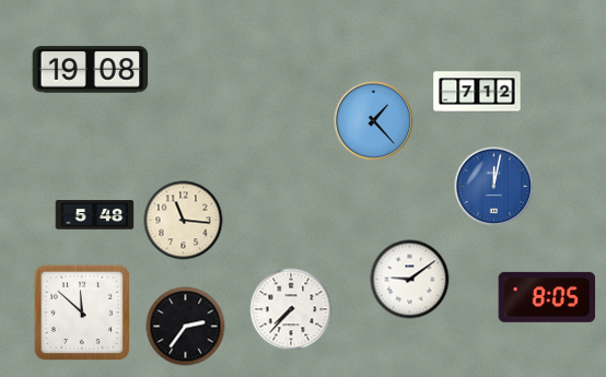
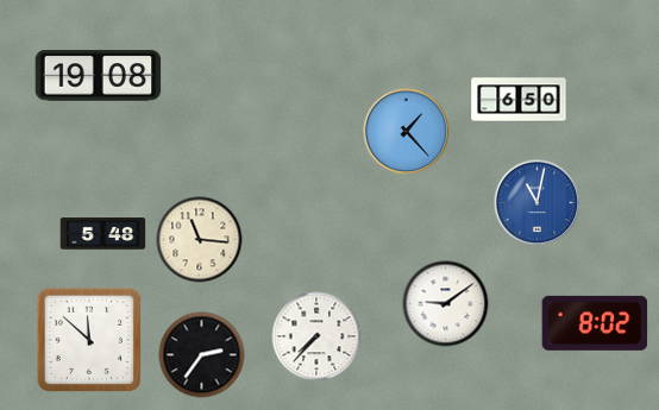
clock at (477, 92): 7:12 -> 6:50
clock at (494, 187): 12:02 -> 11:02
clock at (547, 297): 8:05 -> 8:02
